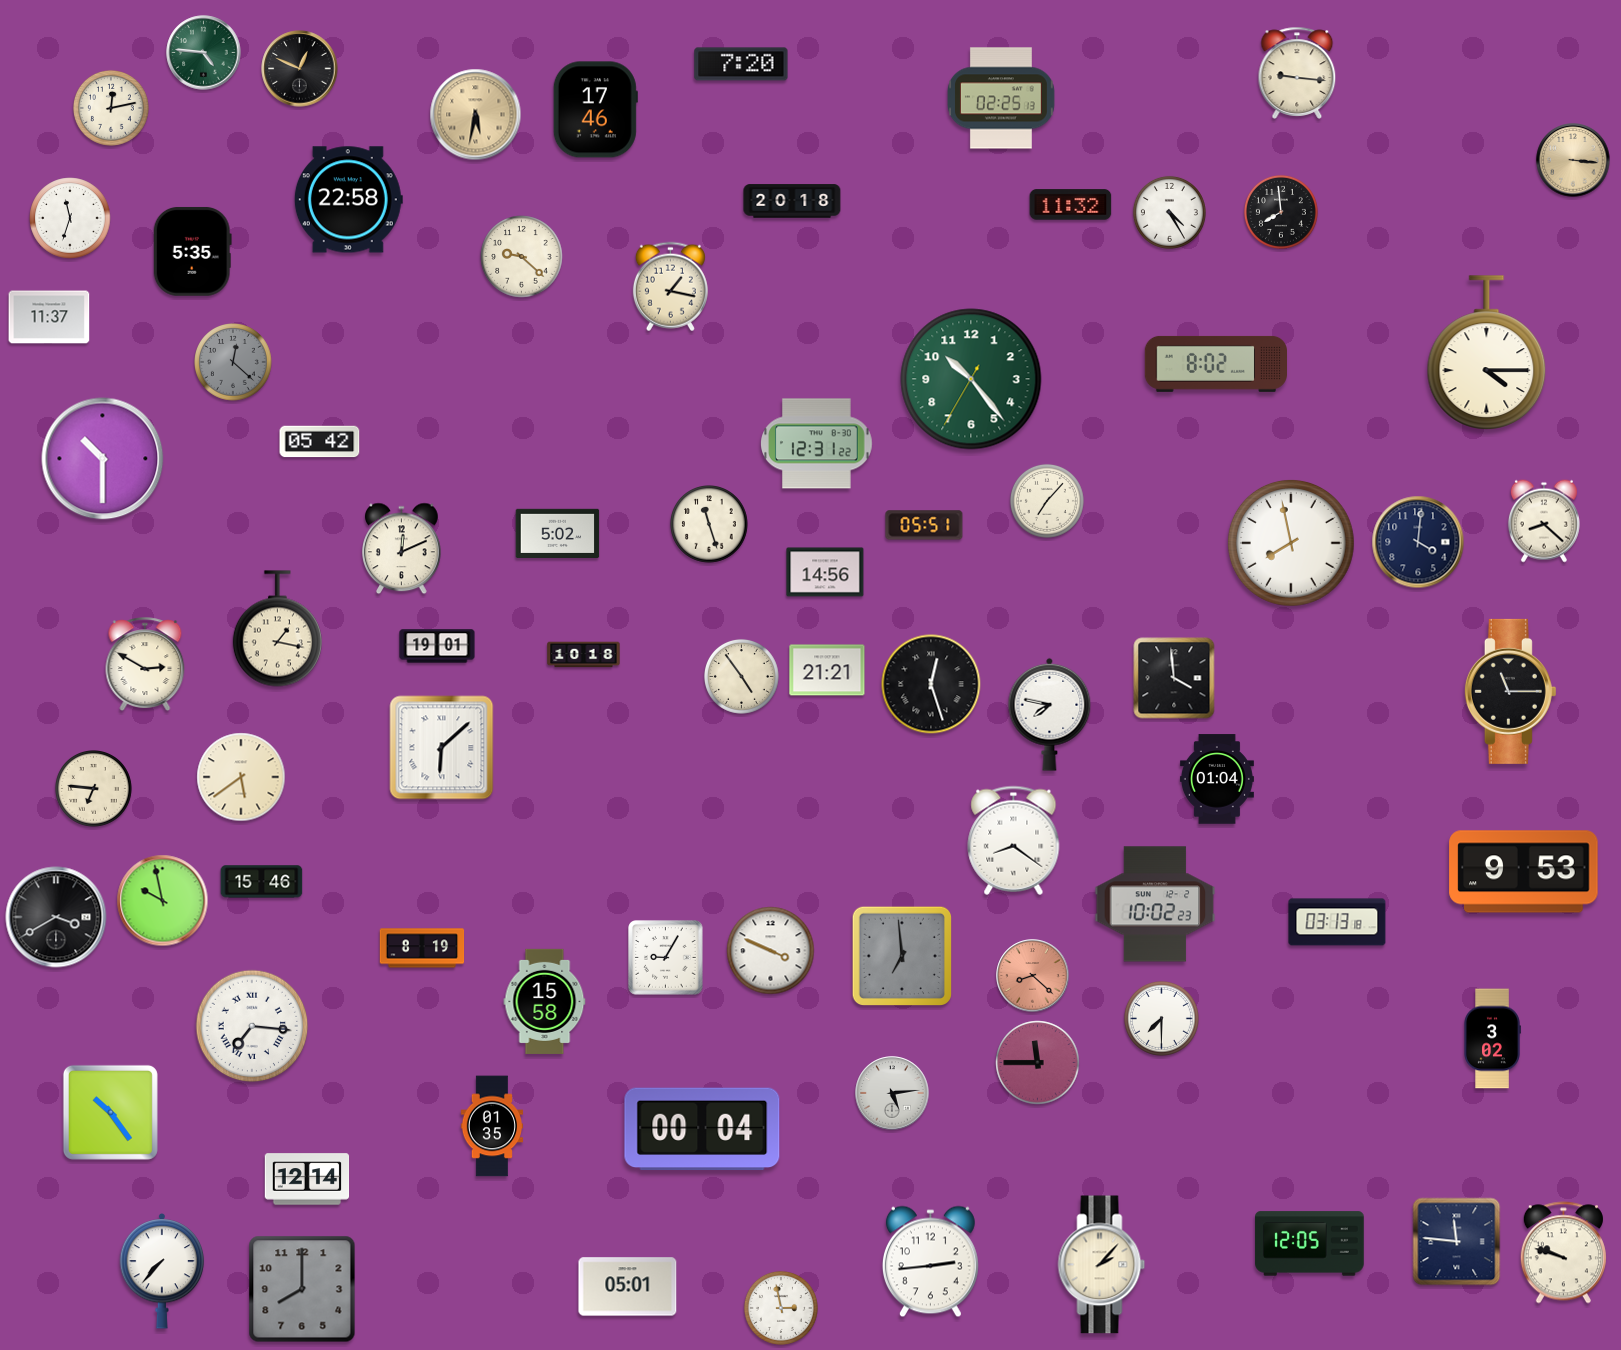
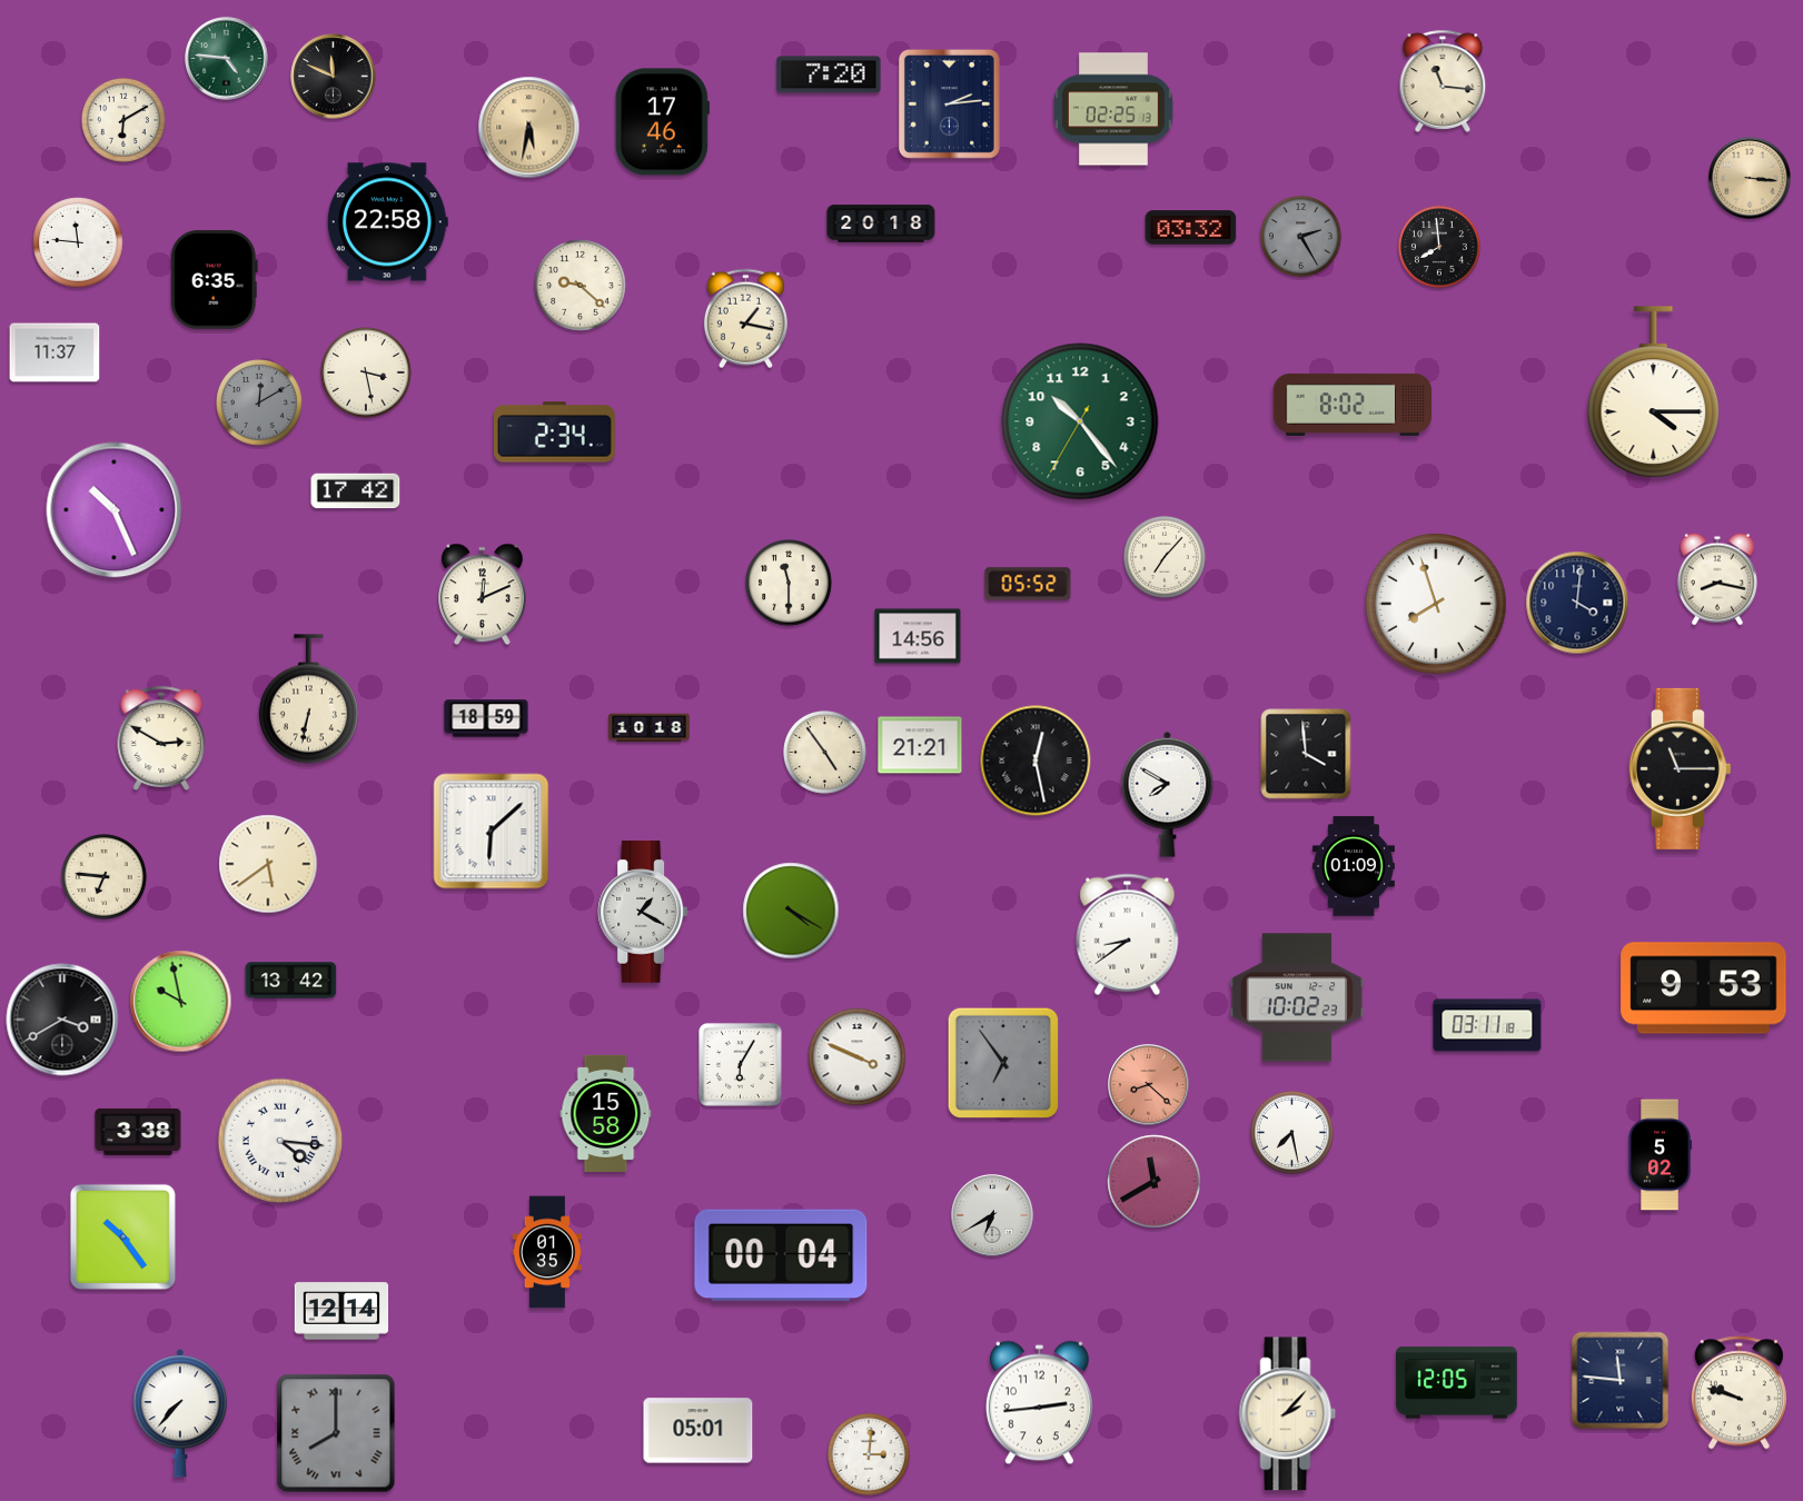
clock at (741, 64) position: (741, 64) -> (829, 74)
clock at (300, 69): 12:49 -> 11:49
clock at (1297, 73): 9:16 -> 11:16
clock at (949, 103): none -> 2:14
clock at (111, 108): 12:13 -> 6:10
clock at (1071, 205): 11:32 -> 03:32
clock at (1169, 212): 4:25 -> 2:25
clock at (1169, 212) dial: white -> grey
clock at (1281, 212) position: (1281, 212) -> (1439, 247)
clock at (70, 218): 11:33 -> 11:46
clock at (192, 251): 5:35 -> 6:35
clock at (366, 372): none -> 3:28
clock at (233, 362): 12:22 -> 12:10
clock at (555, 433): none -> 2:34
clock at (320, 442): 05:42 -> 17:42
clock at (817, 444): 12:31 -> none
clock at (103, 459): 10:30 -> 10:26
clock at (1544, 521): 8:22 -> 8:17
clock at (709, 524): 11:27 -> 11:30
clock at (924, 525): 05:51 -> 05:52
clock at (558, 533): 5:02 -> none
clock at (1291, 543): 7:58 -> 7:57
clock at (402, 549) position: (402, 549) -> (483, 595)
clock at (277, 629): 1:17 -> 6:32
clock at (437, 646): 19:01 -> 18:59
clock at (931, 684): 12:27 -> 12:28
clock at (1050, 714): 7:47 -> 7:50
clock at (1217, 779): 01:04 -> 01:09
clock at (791, 911): none -> 4:20
clock at (643, 913): none -> 1:20
clock at (1014, 840): 8:21 -> 8:39
clock at (1524, 872) position: (1524, 872) -> (1704, 988)
clock at (262, 882): 15:46 -> 13:42
clock at (1155, 904) position: (1155, 904) -> (1297, 997)
clock at (1337, 922): 03:13 -> 03:11
clock at (422, 948): 8:19 -> none
clock at (901, 955): 6:59 -> 6:54
clock at (666, 958): 9:05 -> 6:05
clock at (138, 1132): none -> 3:38
clock at (1161, 1018): 7:30 -> 7:28
clock at (252, 1026): 7:16 -> 4:16
clock at (1492, 1039): 3:02 -> 5:02
clock at (1038, 1063): 11:45 -> 11:40
clock at (892, 1093): 5:14 -> 6:40
clock at (930, 1262) position: (930, 1262) -> (1039, 1403)
clock at (1102, 1265) position: (1102, 1265) -> (1288, 1414)
clock at (302, 1289) numerals: Arabic -> Roman
clock at (781, 1308): 2:58 -> 3:01
